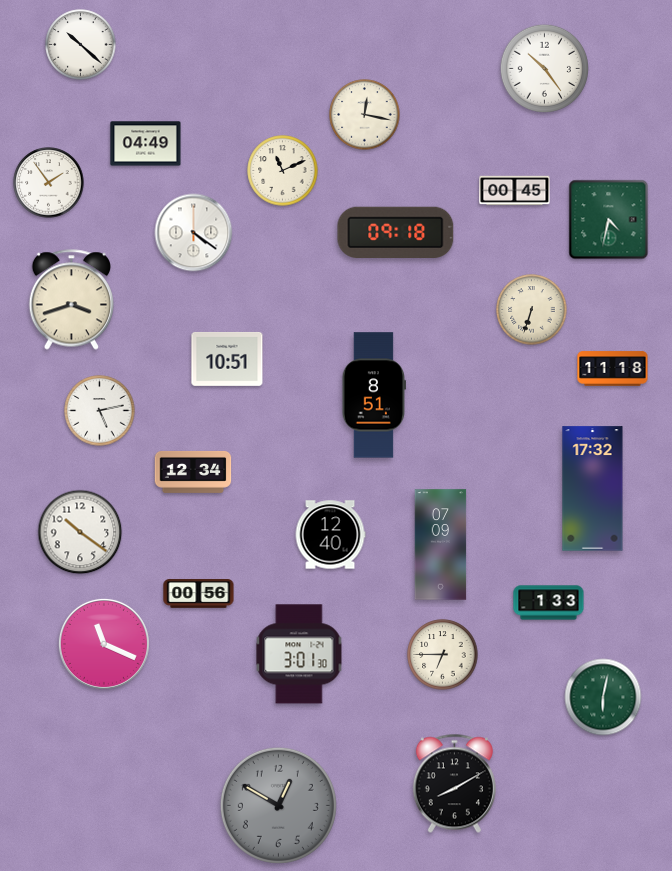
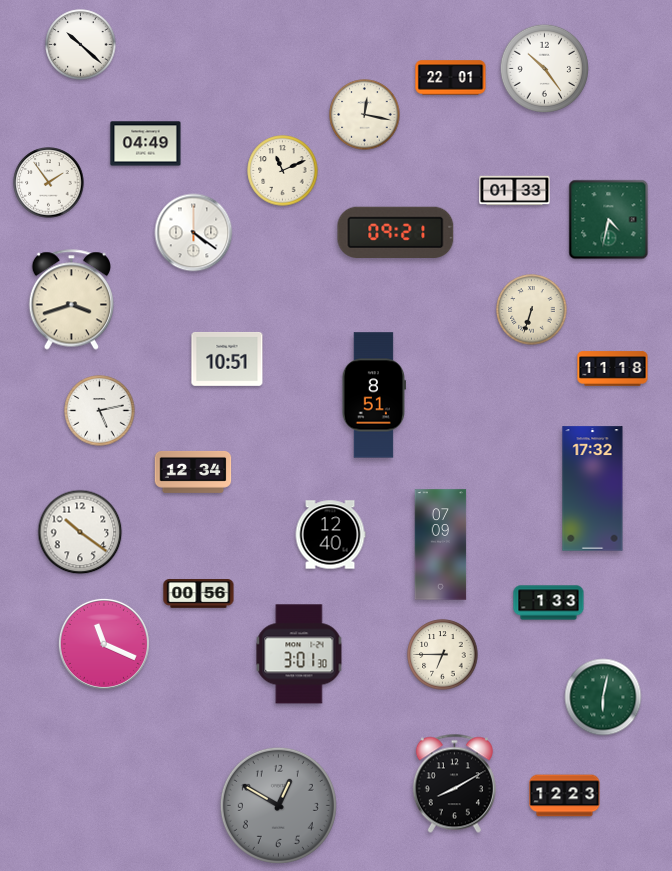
clock at (451, 78): none -> 22:01
clock at (515, 191): 00:45 -> 01:33
clock at (396, 233): 09:18 -> 09:21
clock at (565, 796): none -> 12:23
